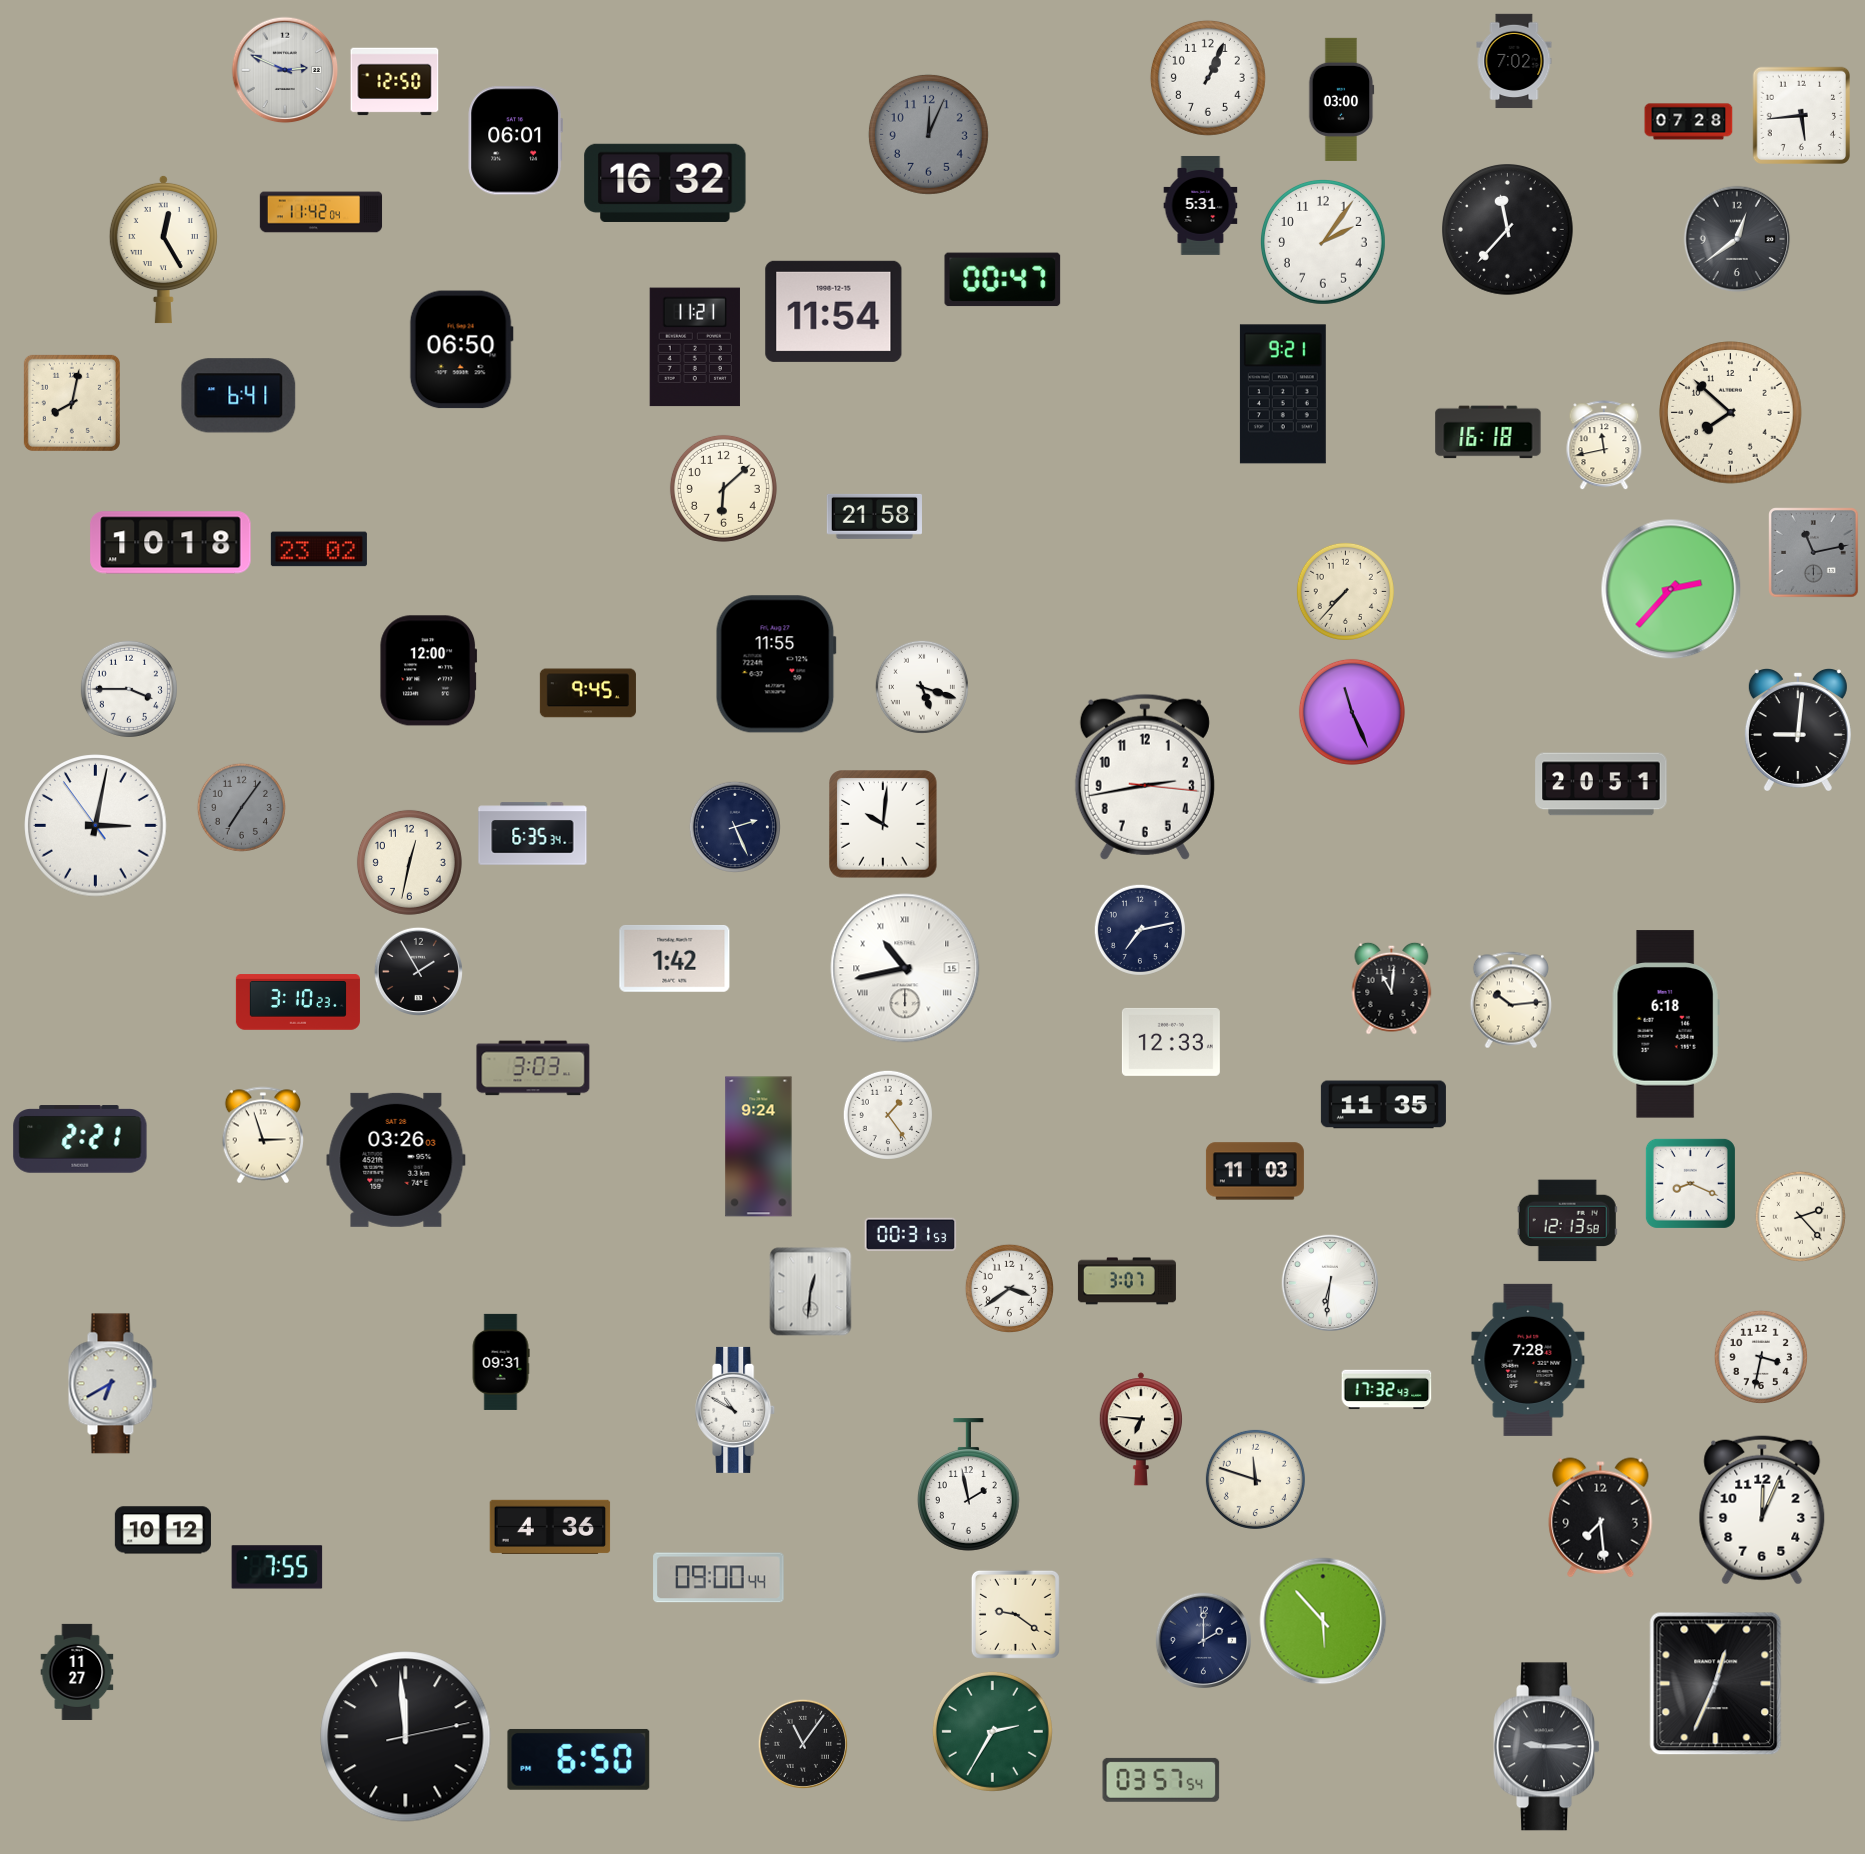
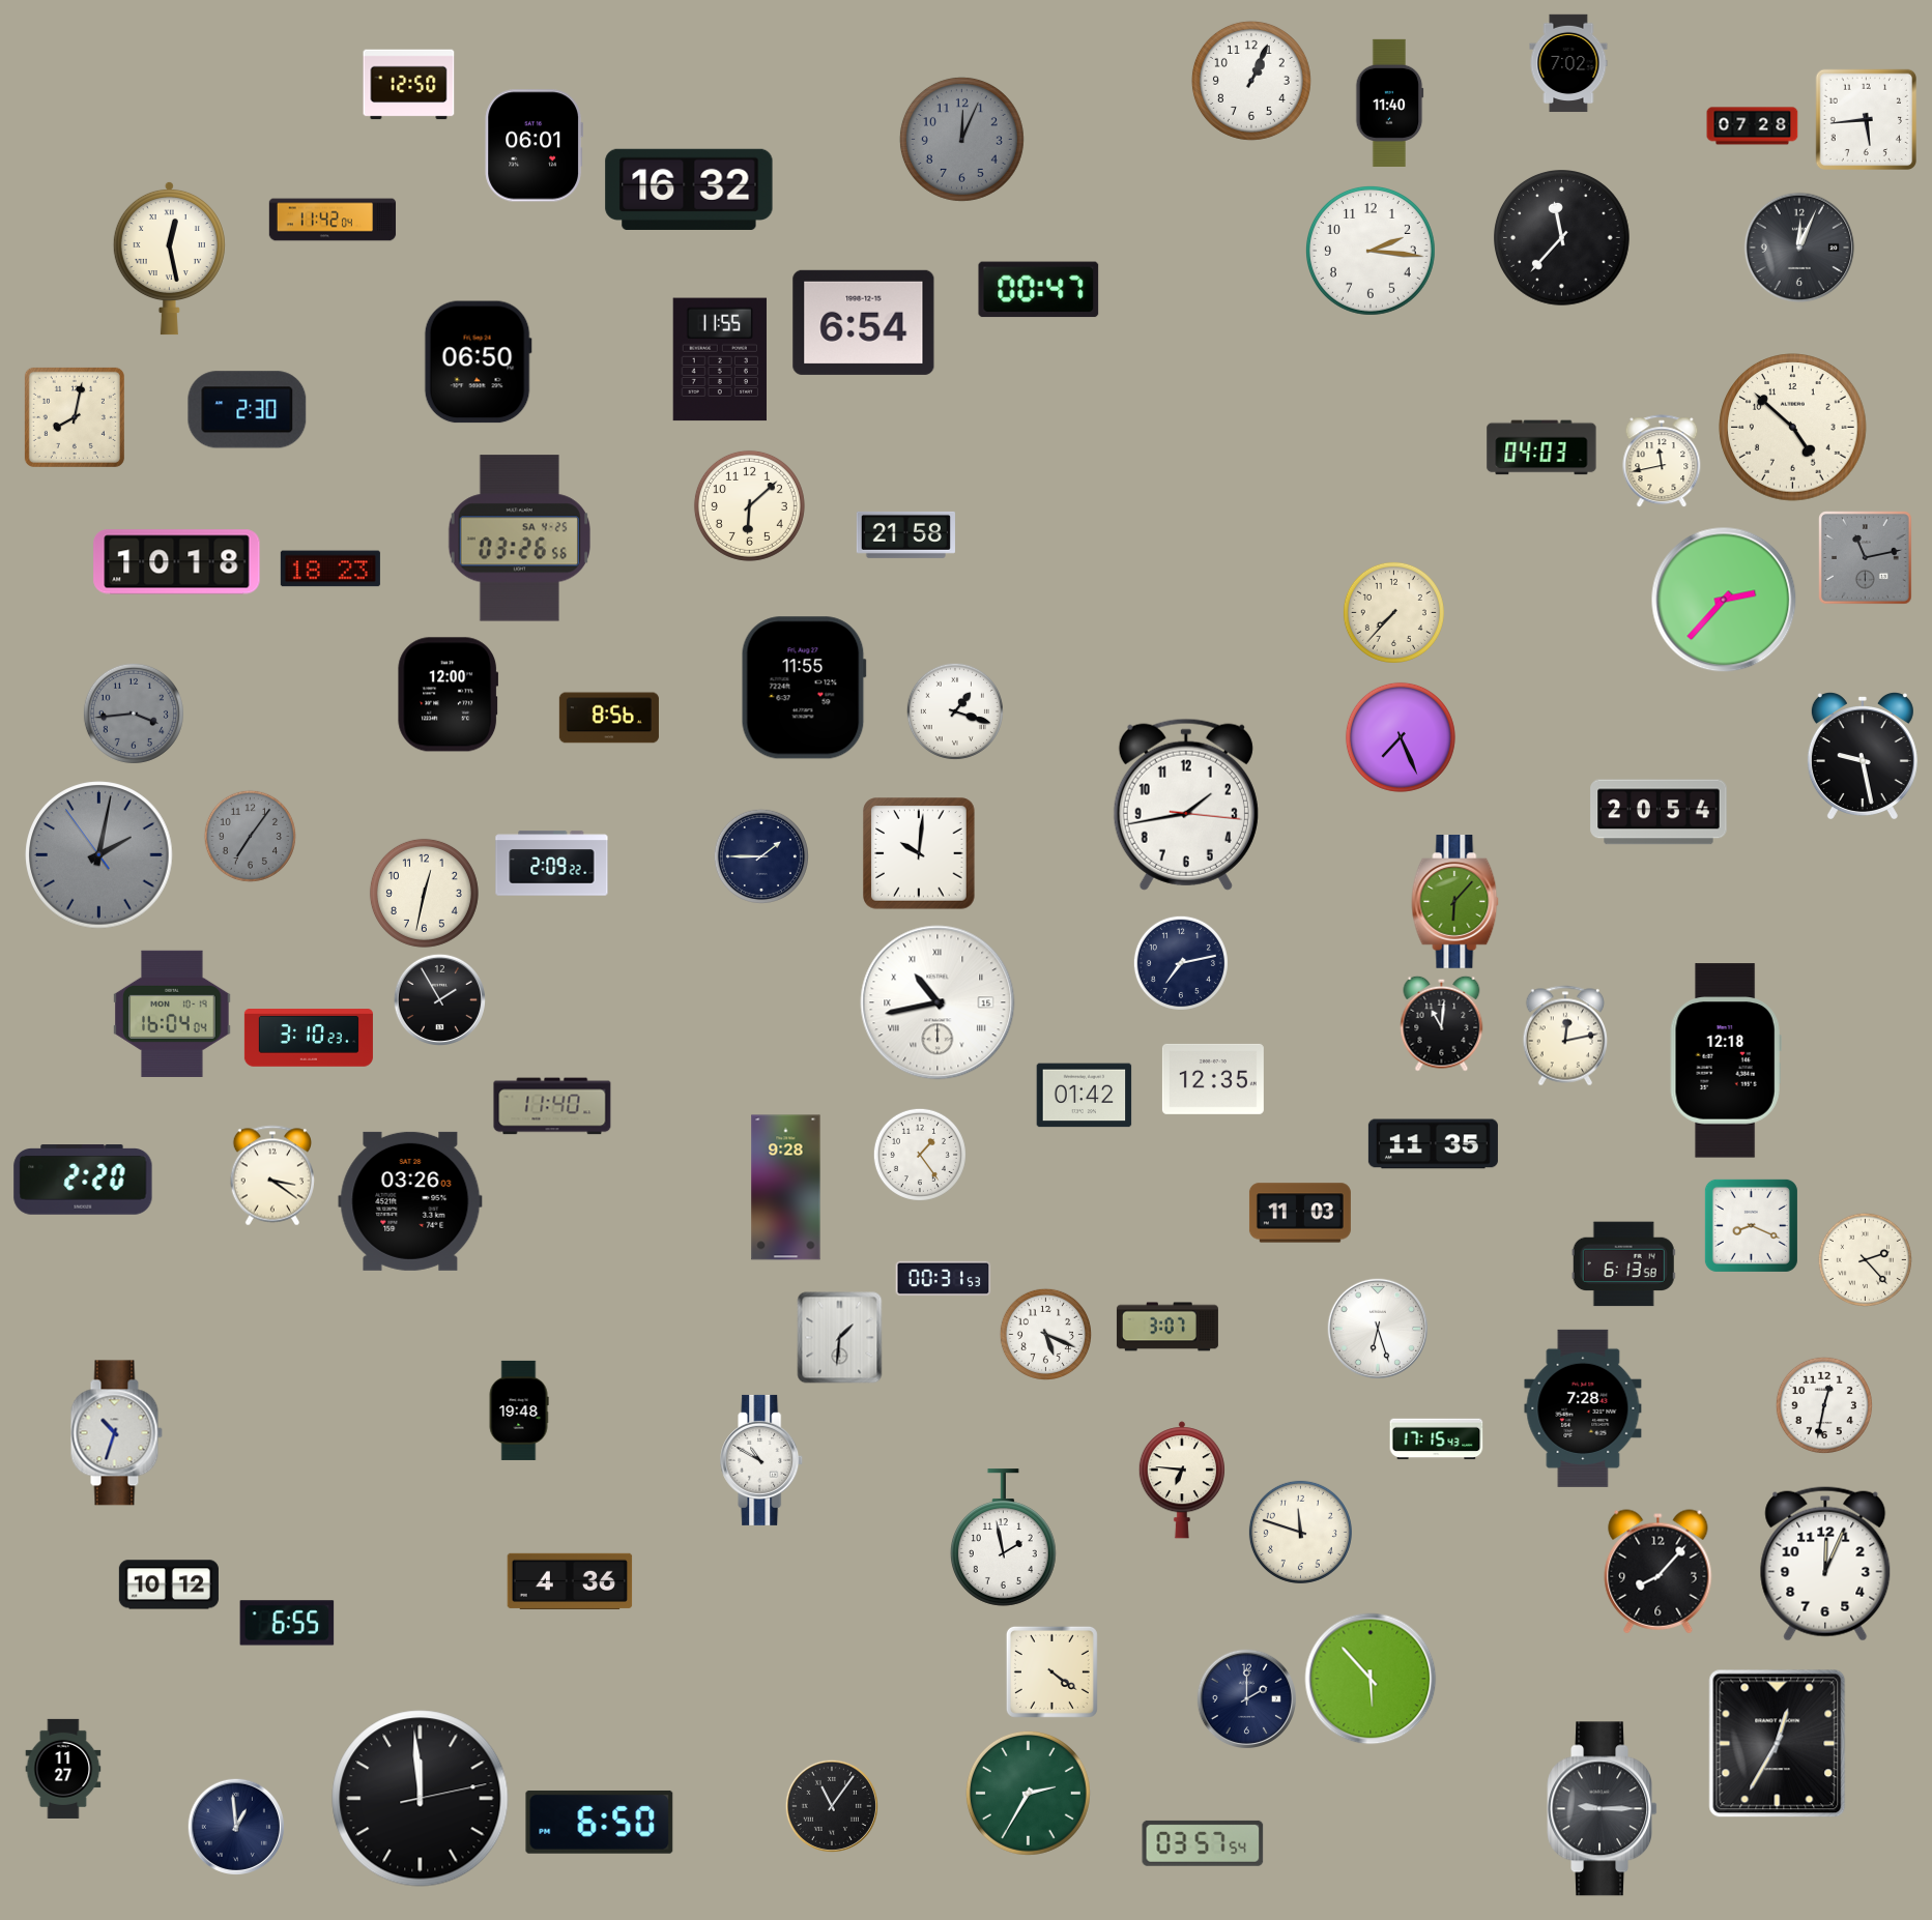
clock at (285, 70): 2:49 -> none
clock at (1341, 99): 03:00 -> 11:40
clock at (1689, 122) position: (1689, 122) -> (1753, 126)
clock at (1201, 205): 5:31 -> none
clock at (1737, 239): 12:39 -> 12:04
clock at (1323, 242): 2:06 -> 2:16
clock at (163, 249): 12:25 -> 12:28
clock at (834, 311): 11:54 -> 6:54
clock at (695, 347): 11:21 -> 11:55
clock at (1283, 394): 9:21 -> none
clock at (239, 396): 6:41 -> 2:30
clock at (1731, 413): 7:52 -> 4:52
clock at (1488, 432): 16:18 -> 04:03
clock at (519, 539): none -> 03:26
clock at (319, 549): 23:02 -> 18:23
clock at (1814, 553) position: (1814, 553) -> (1866, 558)
clock at (1671, 589) position: (1671, 589) -> (1724, 600)
clock at (429, 671) position: (429, 671) -> (449, 695)
clock at (922, 687): 5:18 -> 1:18
clock at (129, 689): 3:45 -> 3:44
clock at (129, 689) dial: white -> grey
clock at (588, 693): 9:45 -> 8:56
clock at (1352, 712): 11:26 -> 7:26
clock at (1798, 730): 9:01 -> 9:28
clock at (1145, 777): 2:43 -> 1:43
clock at (1601, 784): 20:51 -> 20:54
clock at (883, 824) position: (883, 824) -> (919, 853)
clock at (96, 826): 3:01 -> 2:01
clock at (96, 826) dial: white -> grey
clock at (735, 827): 2:26 -> 1:45
clock at (533, 834): 6:35 -> 2:09
clock at (1455, 902): none -> 6:07
clock at (675, 958): 1:42 -> none
clock at (418, 971) position: (418, 971) -> (439, 999)
clock at (172, 1014): none -> 16:04
clock at (1510, 1000): 10:14 -> 12:13
clock at (1666, 1024): 6:18 -> 12:18
clock at (1171, 1042): 12:33 -> 12:35
clock at (1085, 1096): none -> 01:42
clock at (533, 1068): 3:03 -> 11:40
clock at (262, 1135): 2:57 -> 3:21
clock at (80, 1139): 2:21 -> 2:20
clock at (759, 1147): 9:24 -> 9:28
clock at (1567, 1221): 12:13 -> 6:13
clock at (1329, 1282): 6:31 -> 6:27
clock at (1009, 1288): 3:39 -> 5:19
clock at (811, 1292): 12:31 -> 1:31
clock at (1761, 1357): 3:32 -> 12:32
clock at (501, 1362): 09:31 -> 19:48
clock at (112, 1384): 6:40 -> 10:33
clock at (1387, 1390): 17:32 -> 17:15
clock at (1601, 1518): 7:29 -> 8:07
clock at (277, 1567): 7:55 -> 6:55
clock at (719, 1578): 09:00 -> none
clock at (1015, 1614): 9:21 -> 4:21
clock at (77, 1672) position: (77, 1672) -> (63, 1769)
clock at (1716, 1684): 12:34 -> 12:35
clock at (235, 1826): none -> 12:59
